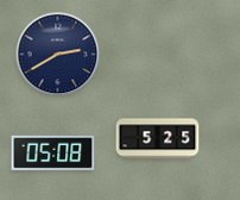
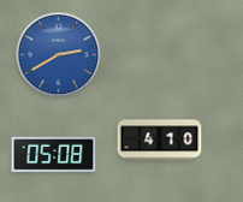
clock at (58, 55) dial: navy -> blue
clock at (158, 139): 5:25 -> 4:10
